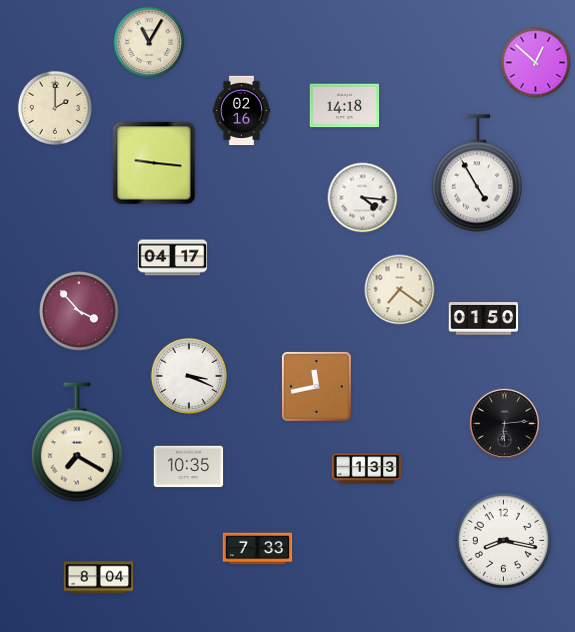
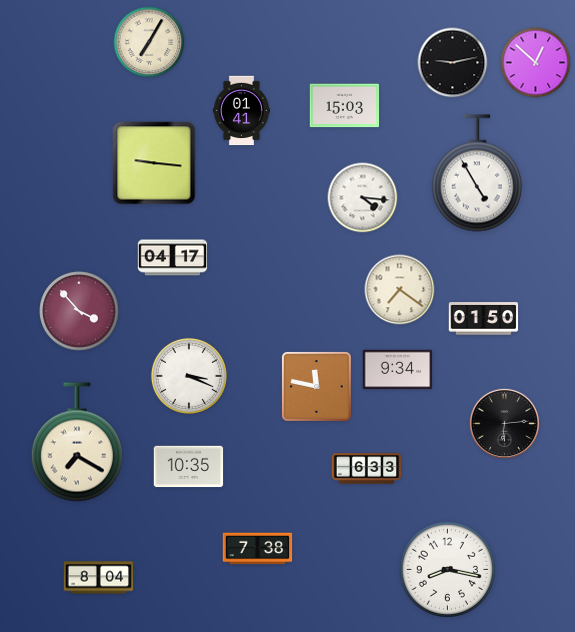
clock at (149, 42): 11:05 -> 7:05
clock at (453, 63): none -> 9:13
clock at (345, 106): 14:18 -> 15:03
clock at (54, 107): 2:00 -> none
clock at (241, 111): 02:16 -> 01:41
clock at (398, 370): none -> 9:34
clock at (316, 386): 11:43 -> 11:47
clock at (367, 469): 1:33 -> 6:33
clock at (503, 540) position: (503, 540) -> (447, 569)
clock at (258, 549): 7:33 -> 7:38
